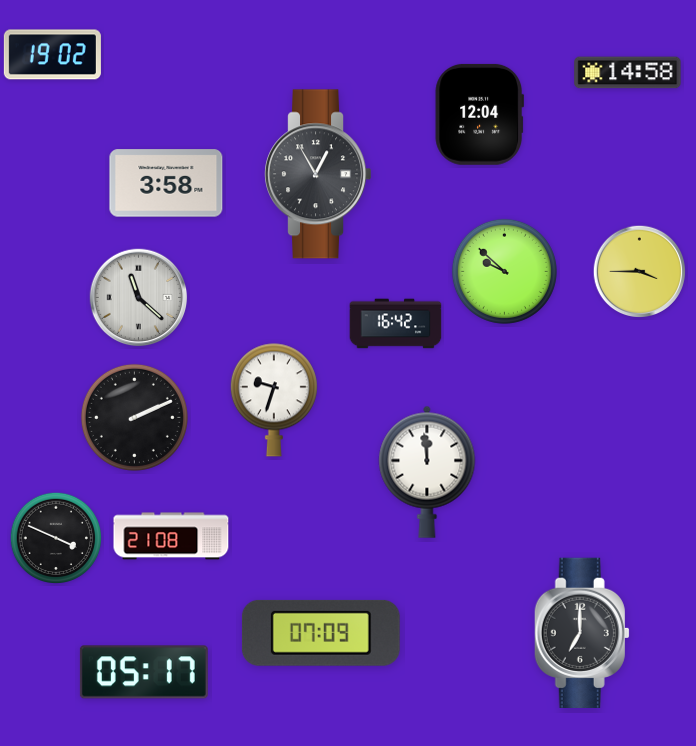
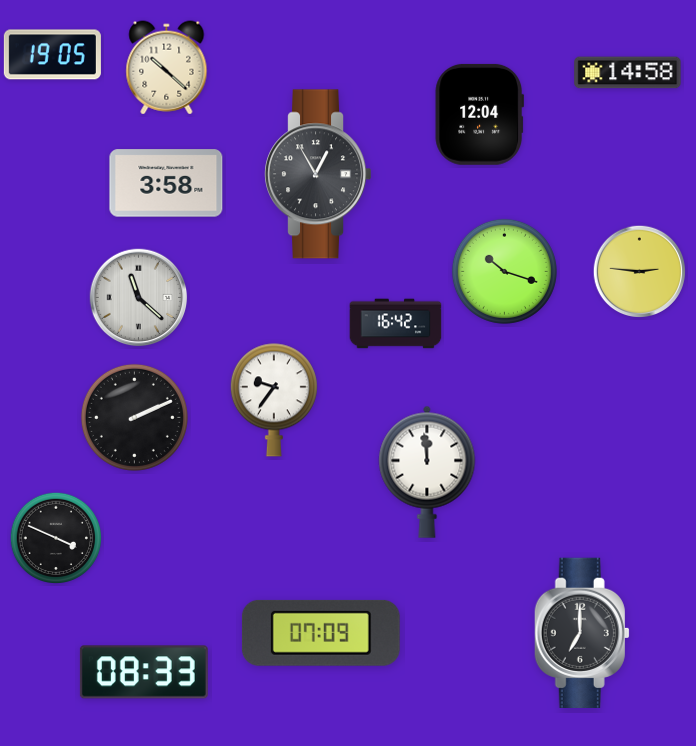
clock at (52, 55): 19:02 -> 19:05
clock at (167, 68): none -> 10:22
clock at (504, 271): 9:52 -> 10:18
clock at (640, 272): 3:45 -> 2:46
clock at (274, 400): 9:33 -> 9:36
clock at (171, 536): 21:08 -> none
clock at (144, 672): 05:17 -> 08:33
